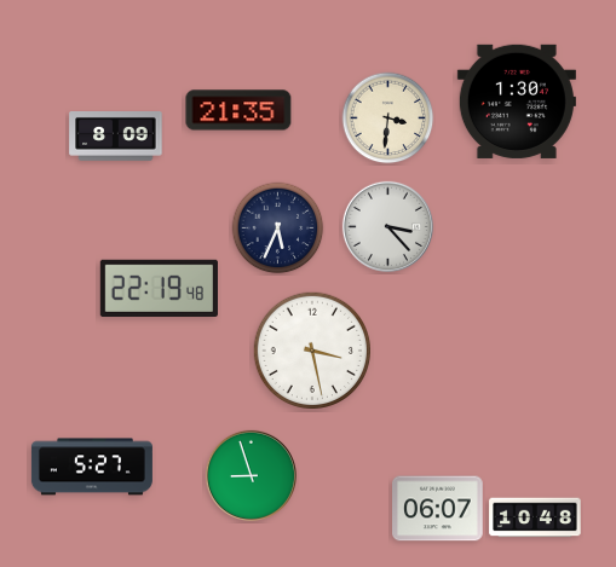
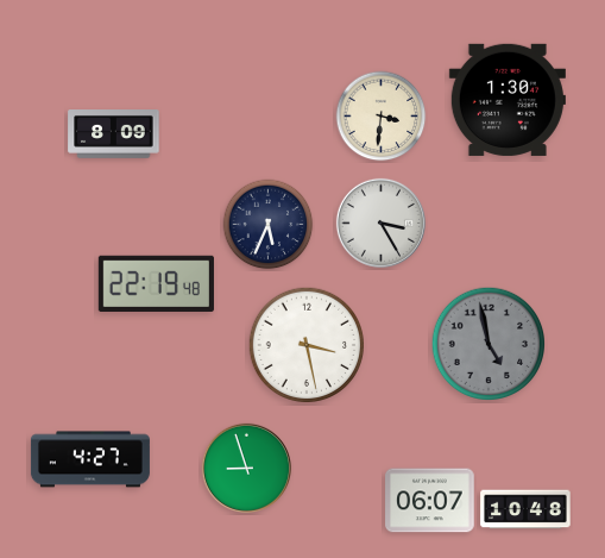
clock at (238, 110): 21:35 -> none
clock at (387, 226): 3:23 -> 3:25
clock at (278, 228) position: (278, 228) -> (269, 225)
clock at (489, 344): none -> 4:58
clock at (92, 467): 5:27 -> 4:27
